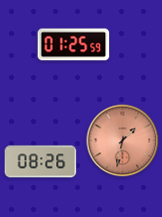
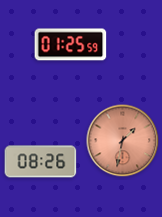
clock at (74, 45) position: (74, 45) -> (71, 45)
